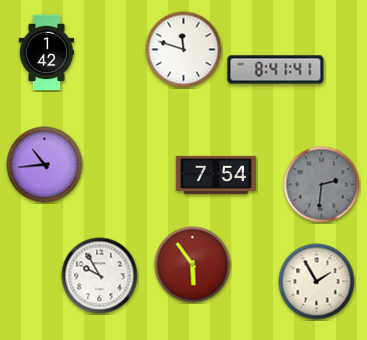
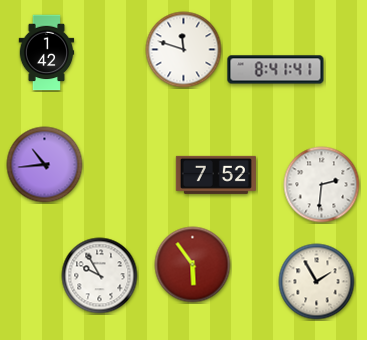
clock at (216, 175): 7:54 -> 7:52
clock at (322, 185) dial: grey -> white
